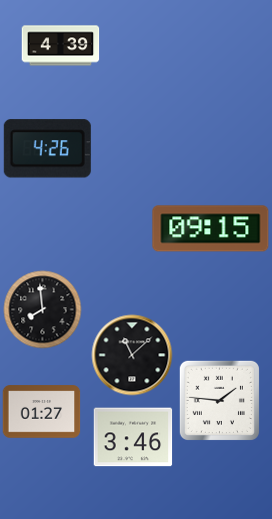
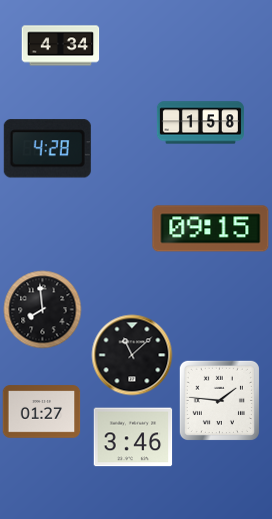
clock at (60, 46): 4:39 -> 4:34
clock at (200, 123): none -> 1:58
clock at (47, 149): 4:26 -> 4:28
